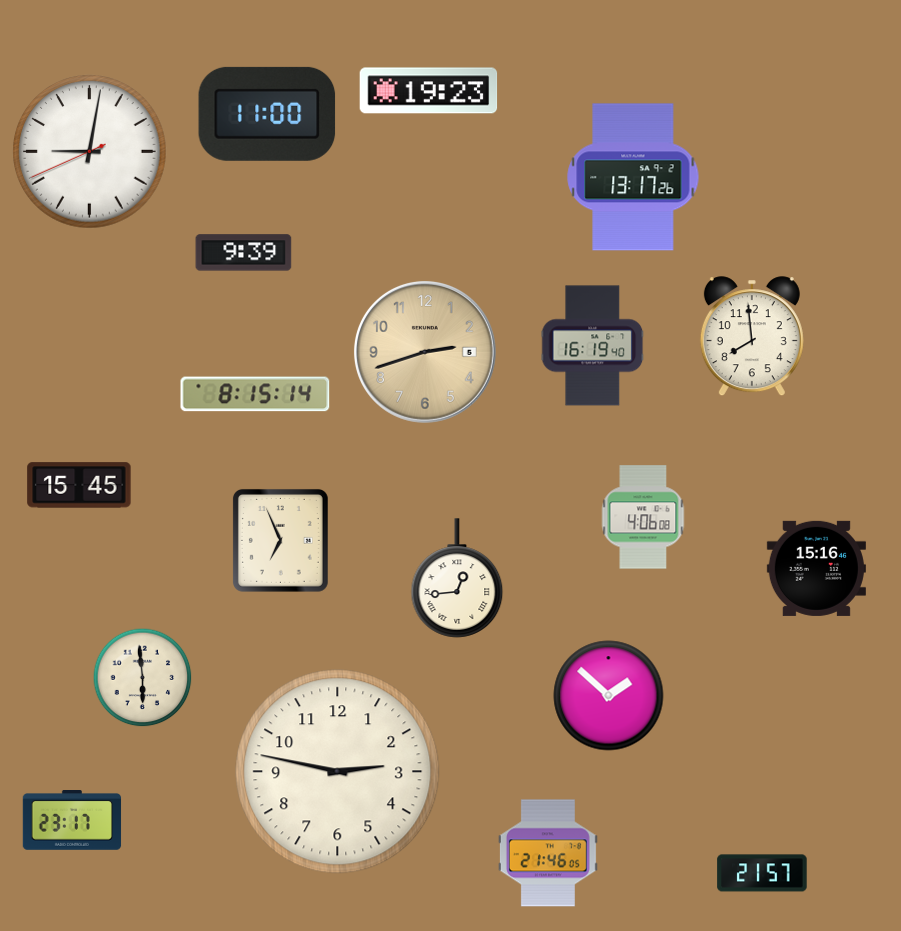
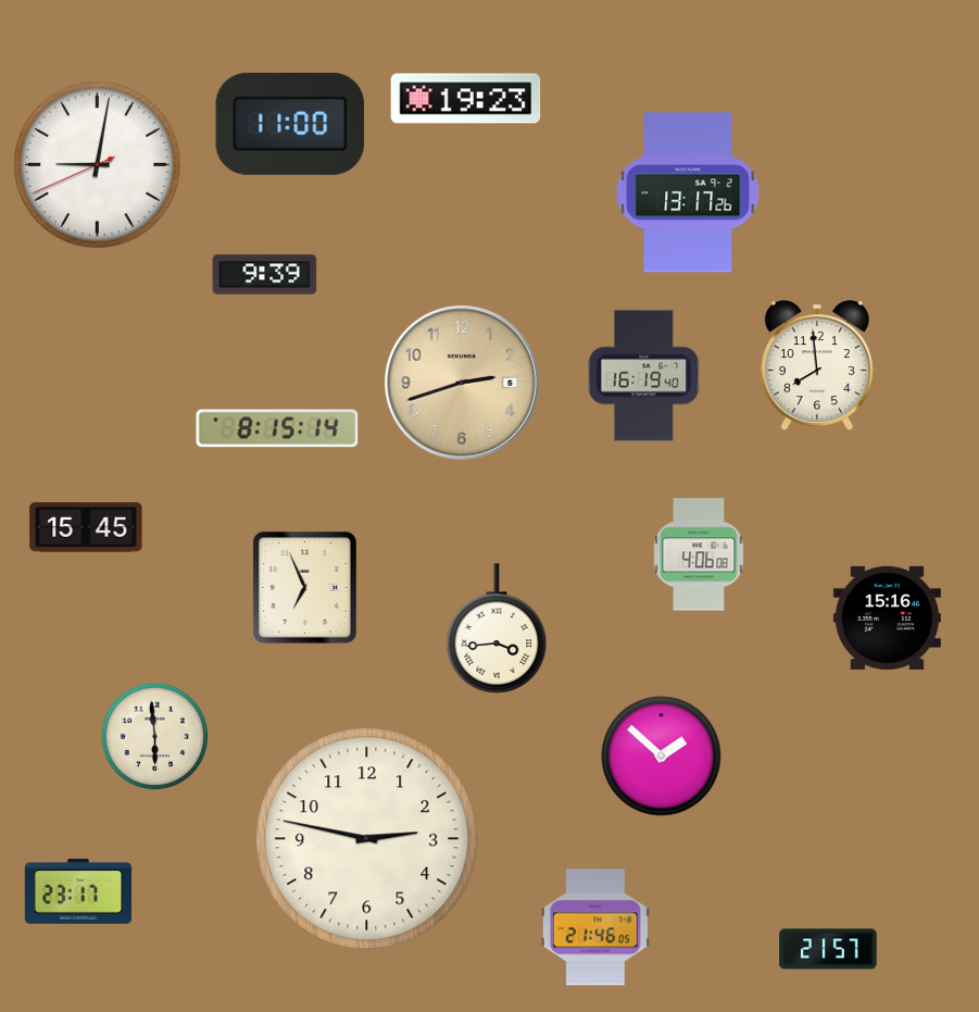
clock at (643, 517) position: (643, 517) -> (699, 554)
clock at (457, 578): 12:44 -> 3:44
